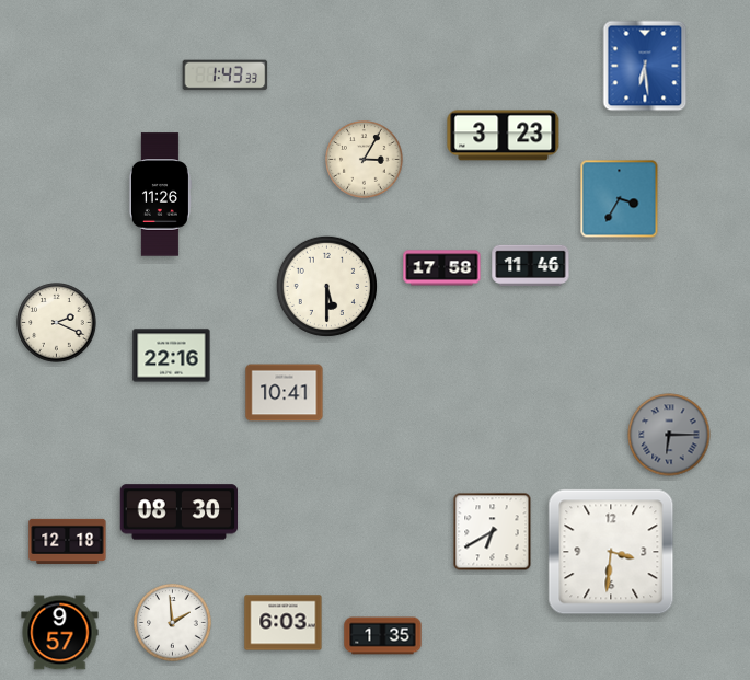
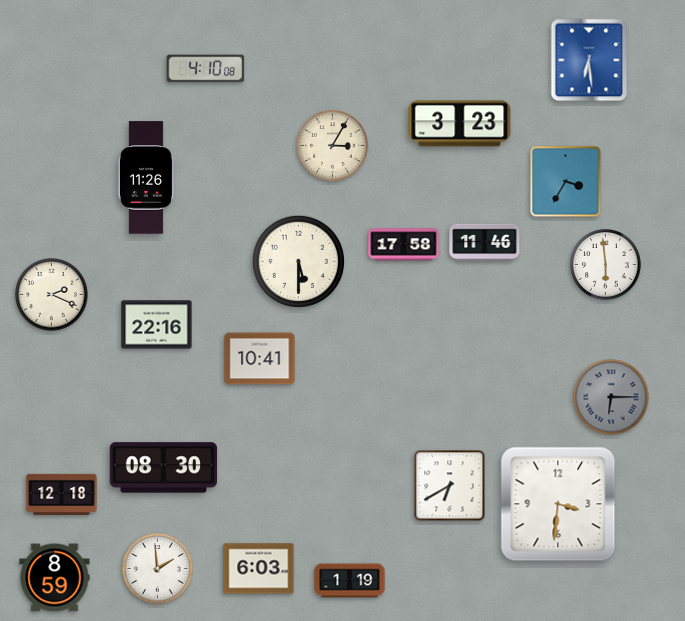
clock at (226, 76): 1:43 -> 4:10
clock at (606, 265): none -> 5:59
clock at (60, 633): 9:57 -> 8:59
clock at (383, 636): 1:35 -> 1:19
